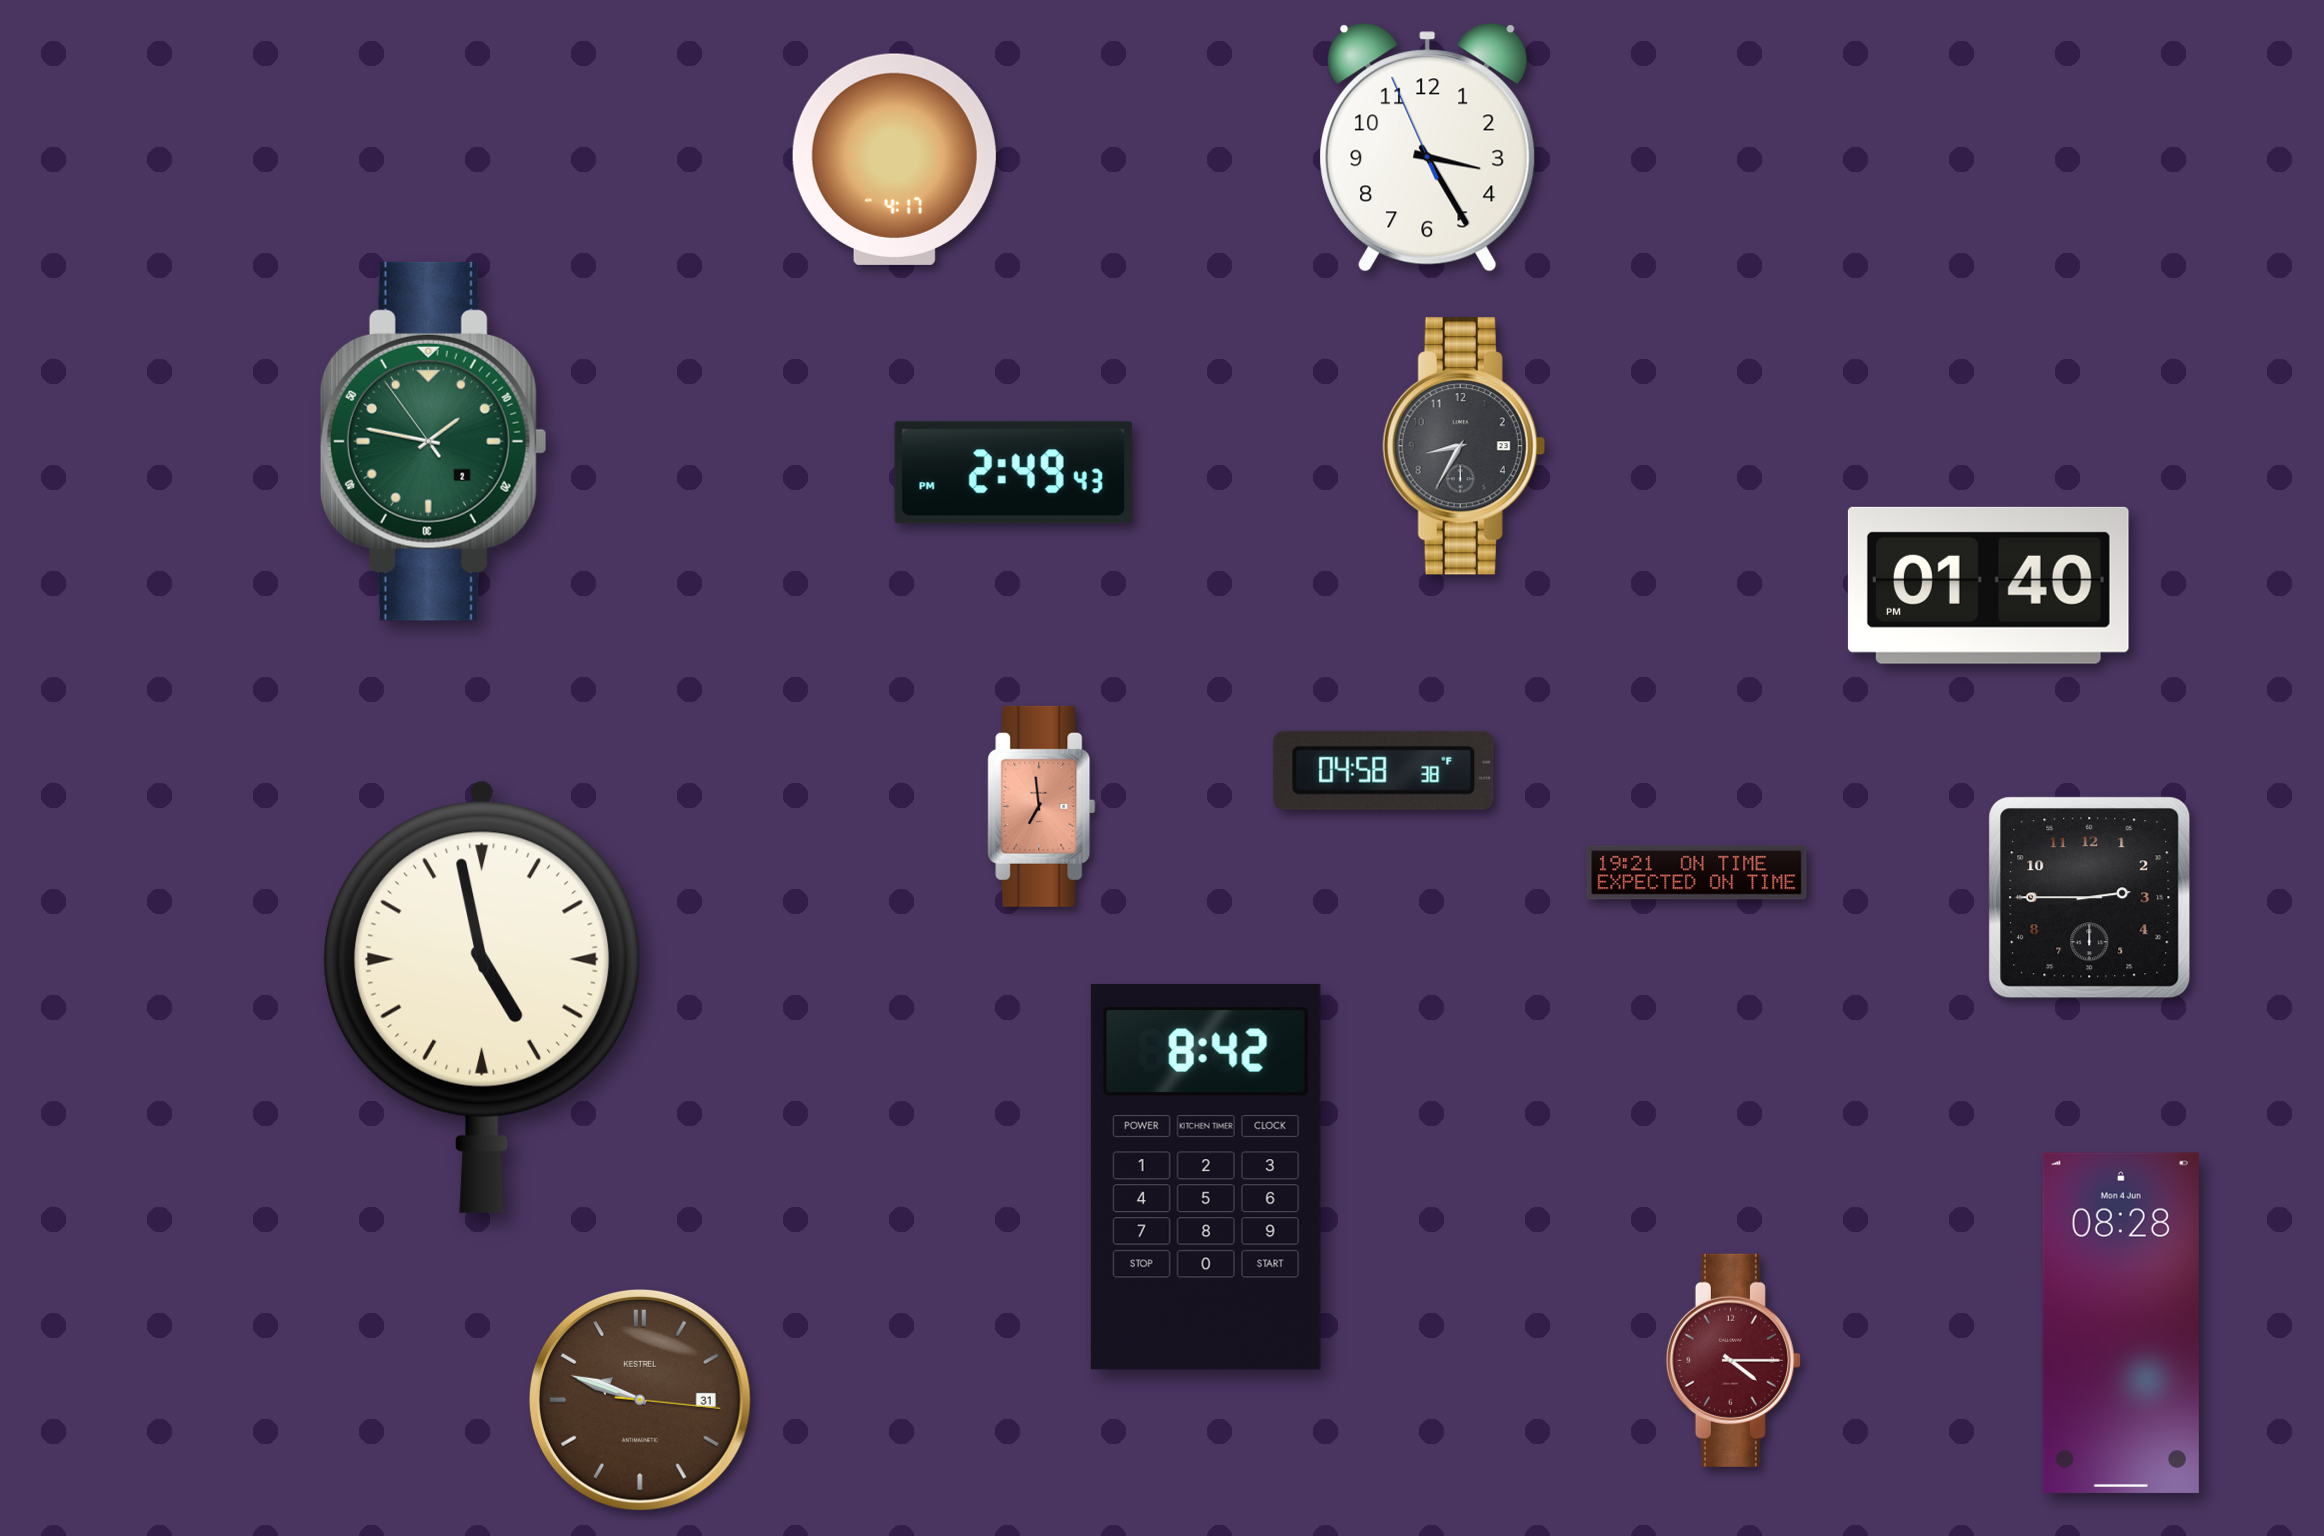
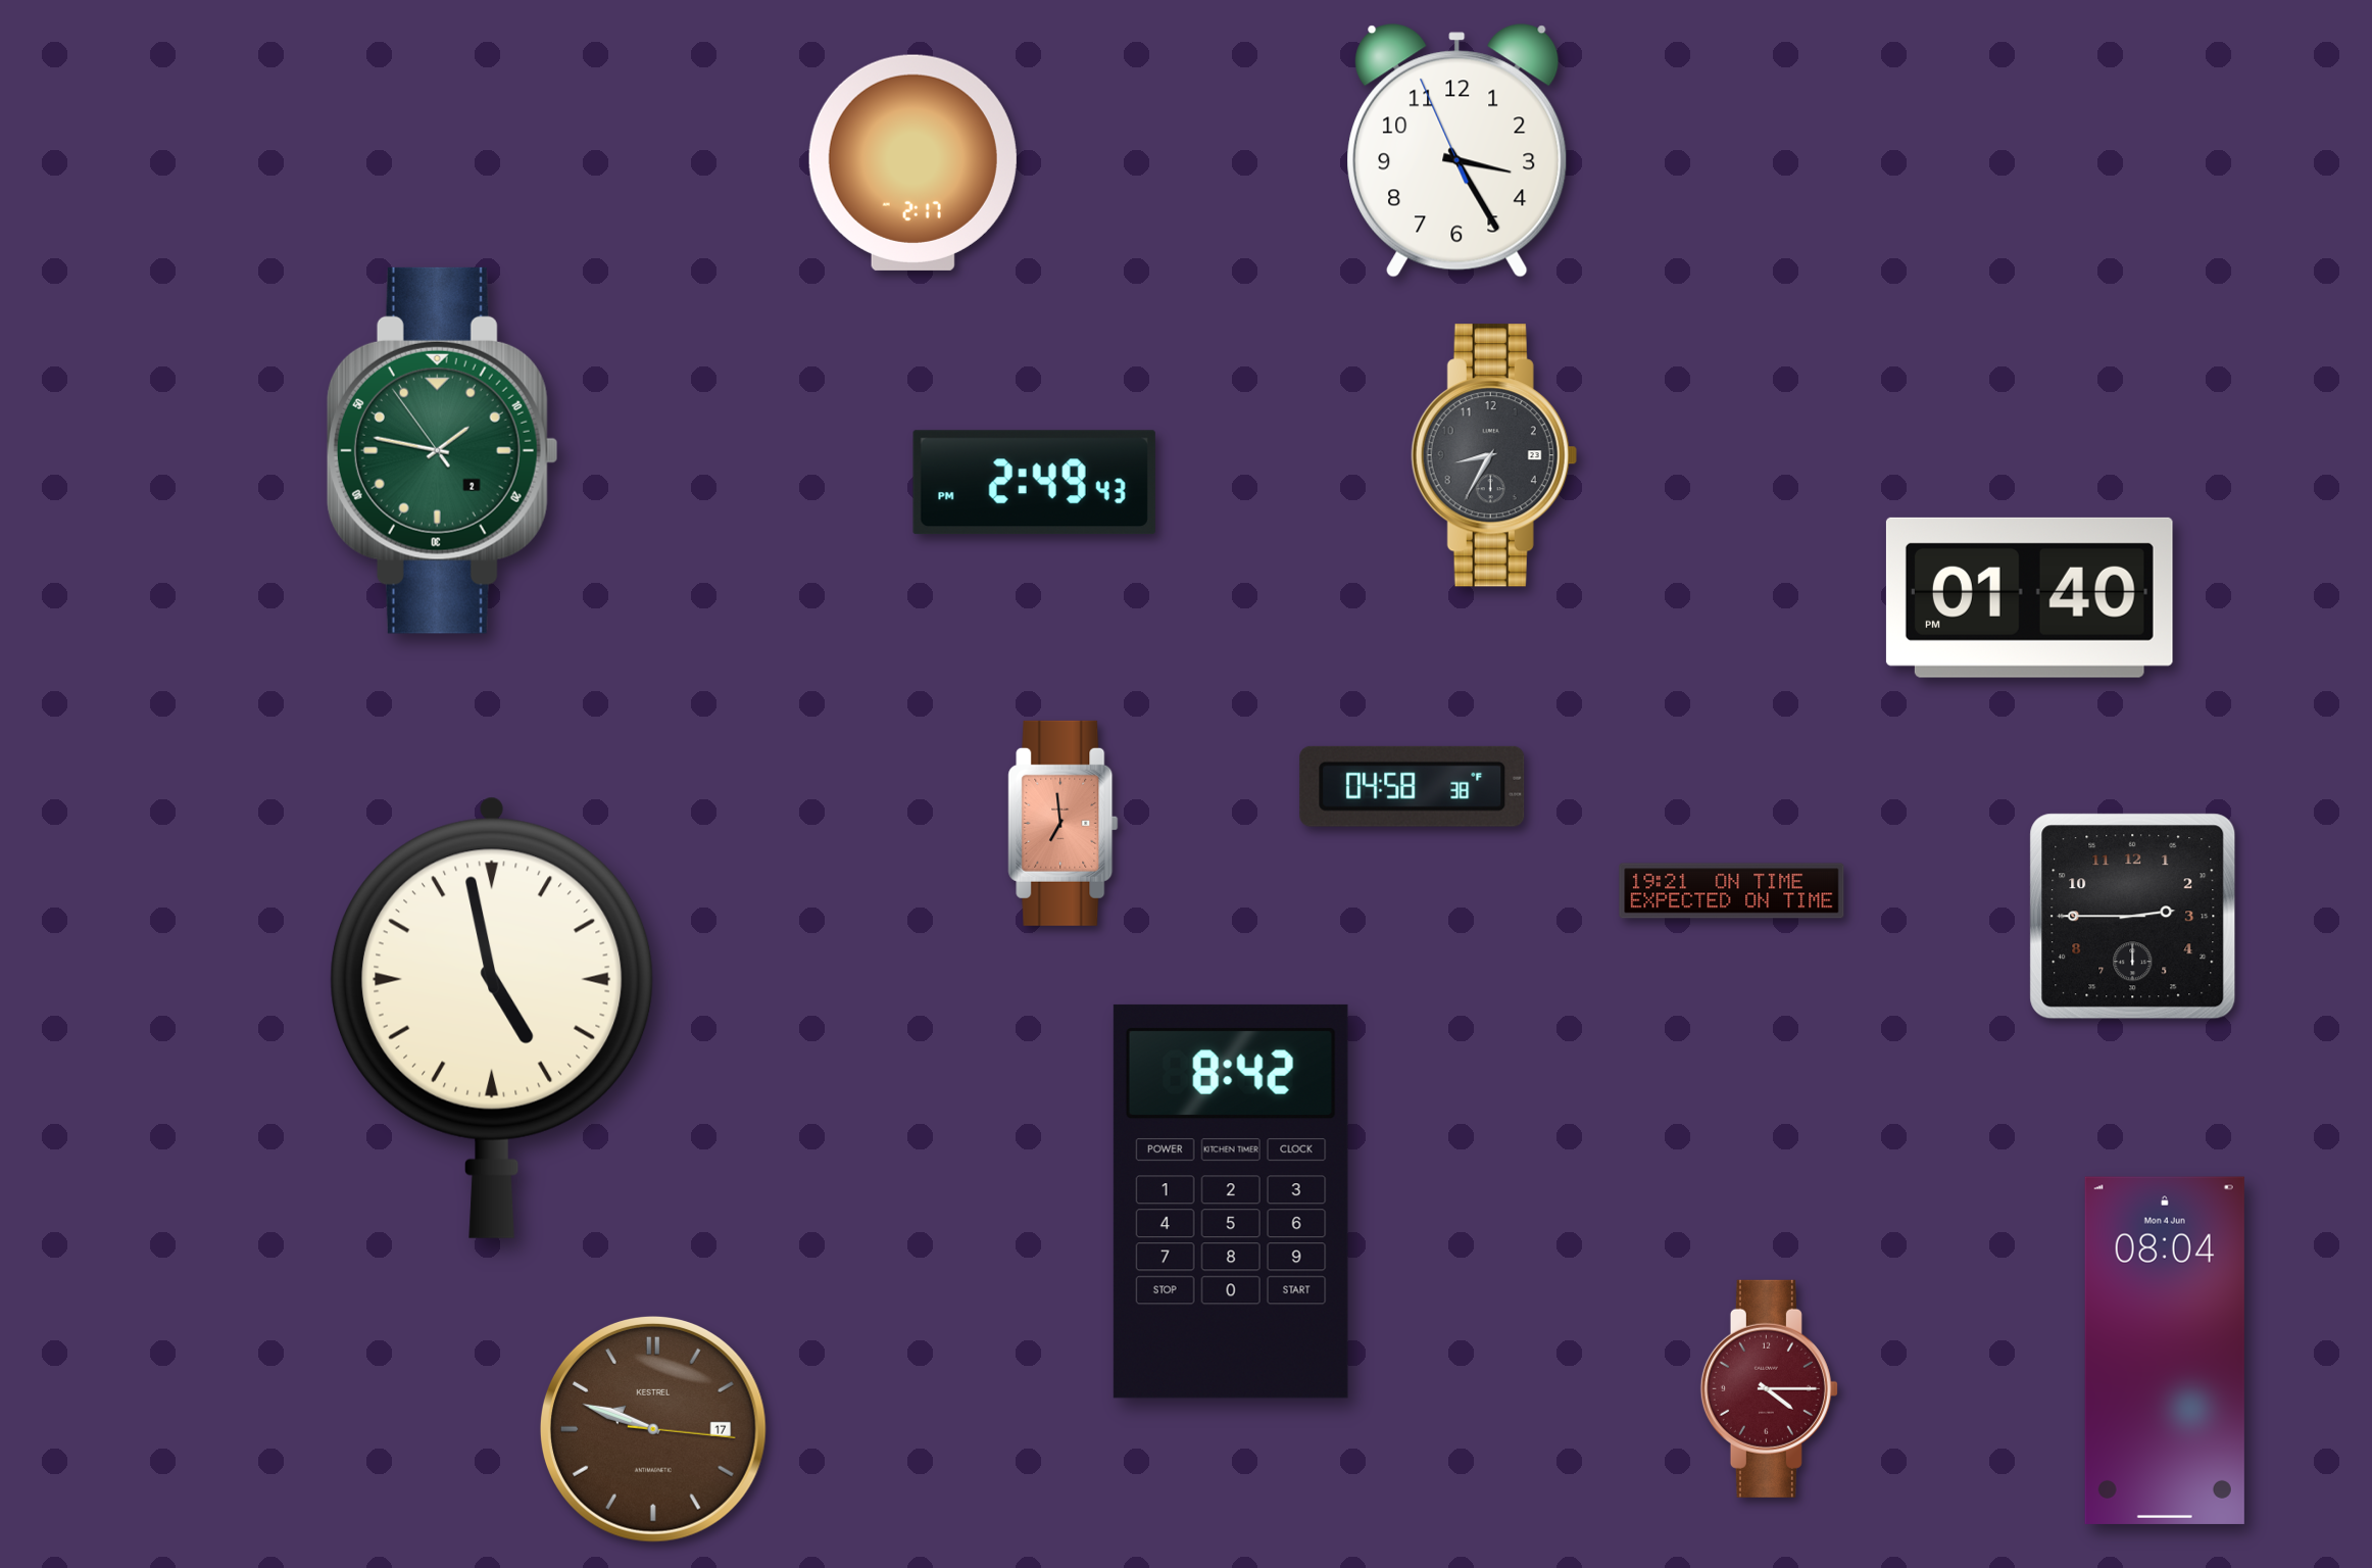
clock at (894, 159): 4:17 -> 2:17
clock at (2121, 1323): 08:28 -> 08:04
clock at (640, 1400) date: 31 -> 17
